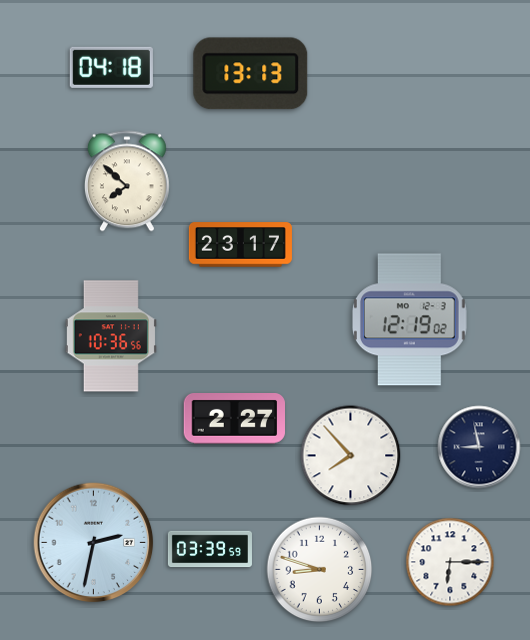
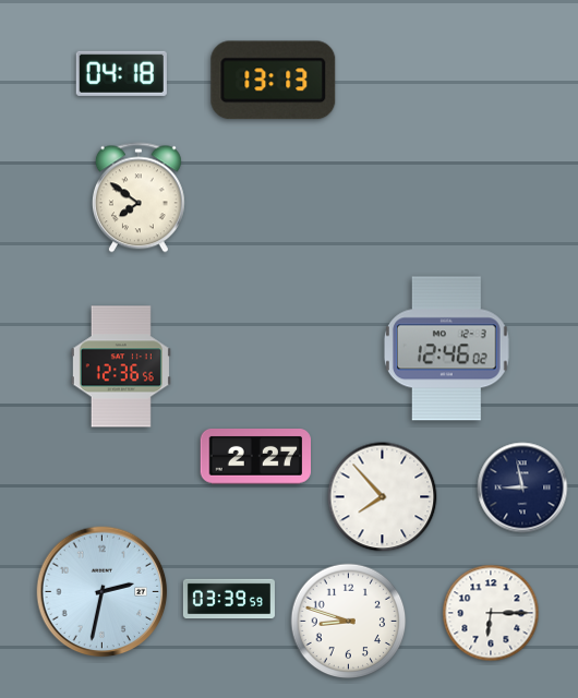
clock at (127, 181): 7:52 -> 7:51
clock at (240, 245): 23:17 -> none
clock at (409, 320): 12:19 -> 12:46
clock at (111, 336): 10:36 -> 12:36
